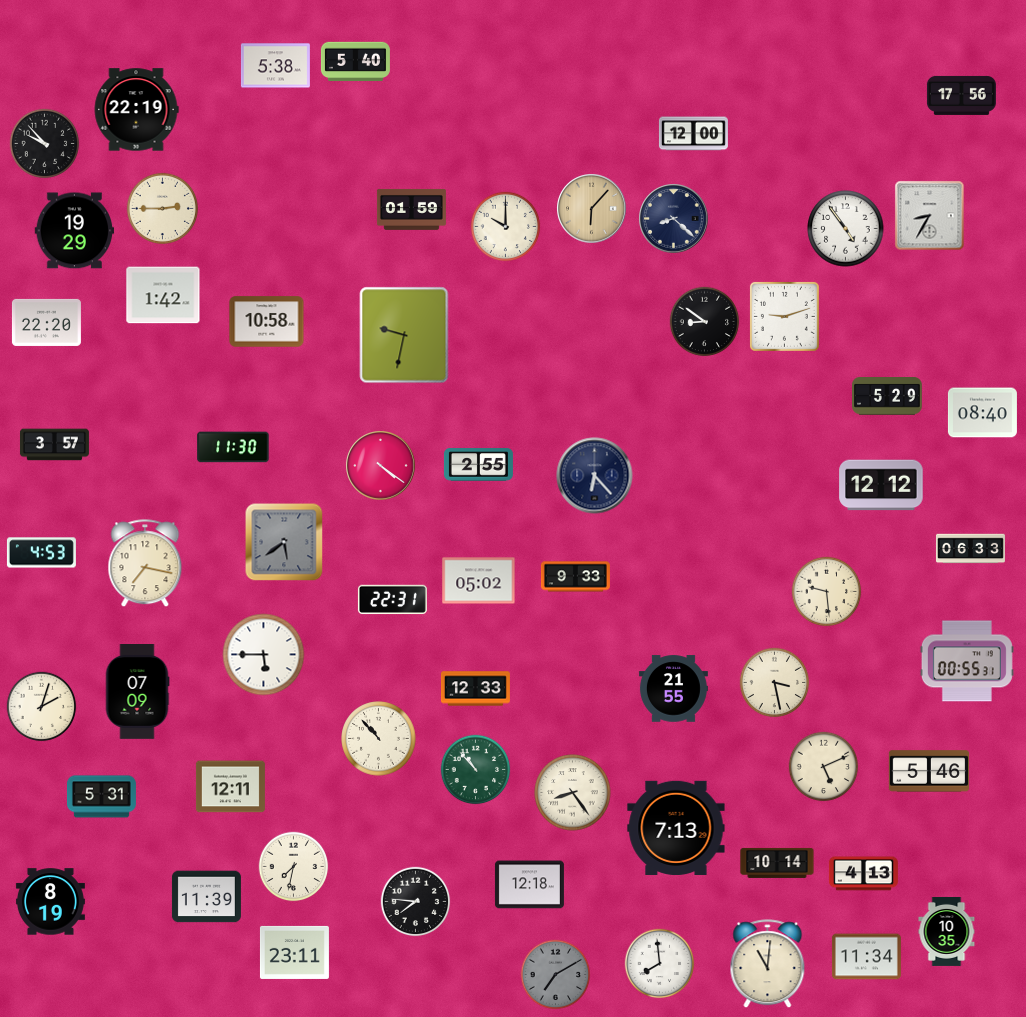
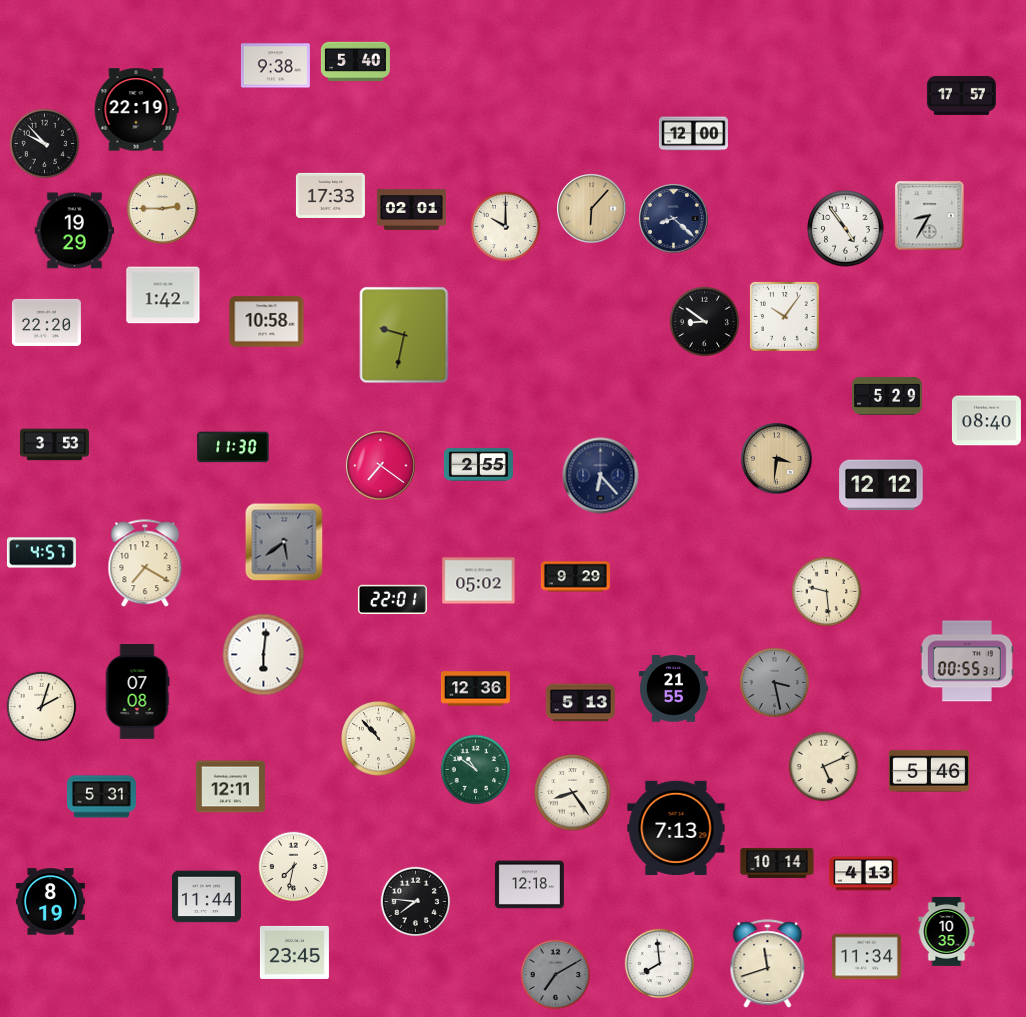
clock at (275, 66): 5:38 -> 9:38
clock at (961, 95): 17:56 -> 17:57
clock at (330, 195): none -> 17:33
clock at (411, 210): 01:59 -> 02:01
clock at (784, 316): 9:12 -> 10:06
clock at (982, 413) position: (982, 413) -> (986, 421)
clock at (54, 445): 3:57 -> 3:53
clock at (777, 459): none -> 3:31
clock at (381, 466): 4:21 -> 7:21
clock at (595, 476) position: (595, 476) -> (601, 476)
clock at (970, 549): 06:33 -> none
clock at (41, 553): 4:53 -> 4:57
clock at (145, 564): 7:17 -> 7:20
clock at (575, 577): 9:33 -> 9:29
clock at (392, 600): 22:31 -> 22:01
clock at (264, 655): 5:45 -> 6:01
clock at (775, 683) dial: cream -> grey
clock at (475, 689): 12:33 -> 12:36
clock at (137, 692): 07:09 -> 07:08
clock at (580, 703): none -> 5:13
clock at (476, 770): 10:53 -> 10:51
clock at (206, 897): 11:39 -> 11:44
clock at (294, 952): 23:11 -> 23:45
clock at (768, 964): 11:01 -> 11:42
